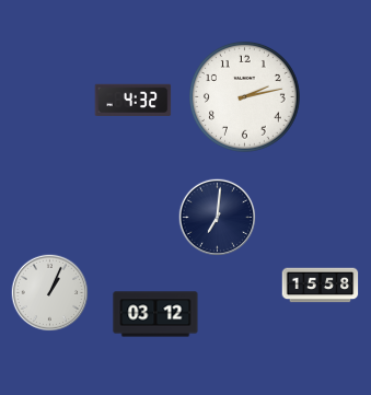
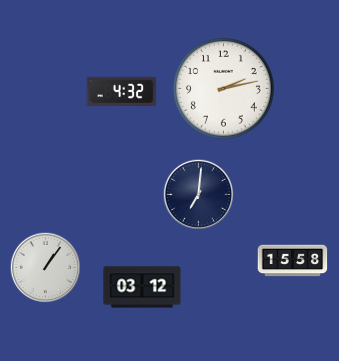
clock at (218, 218) position: (218, 218) -> (199, 195)
clock at (50, 293): 1:04 -> 1:06
